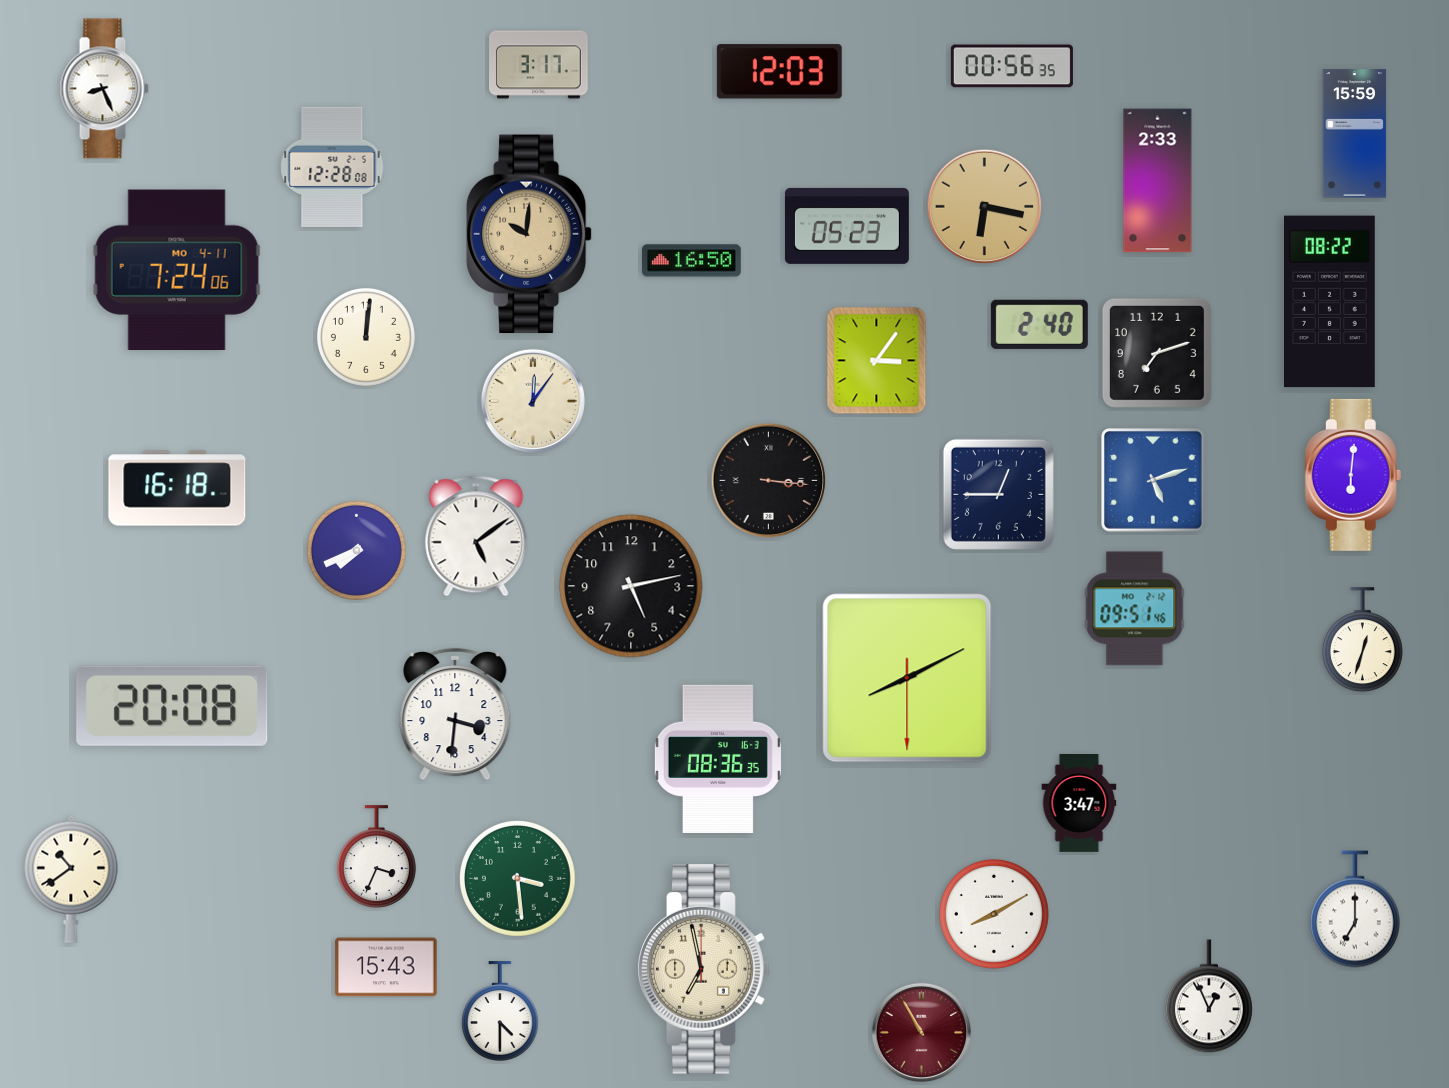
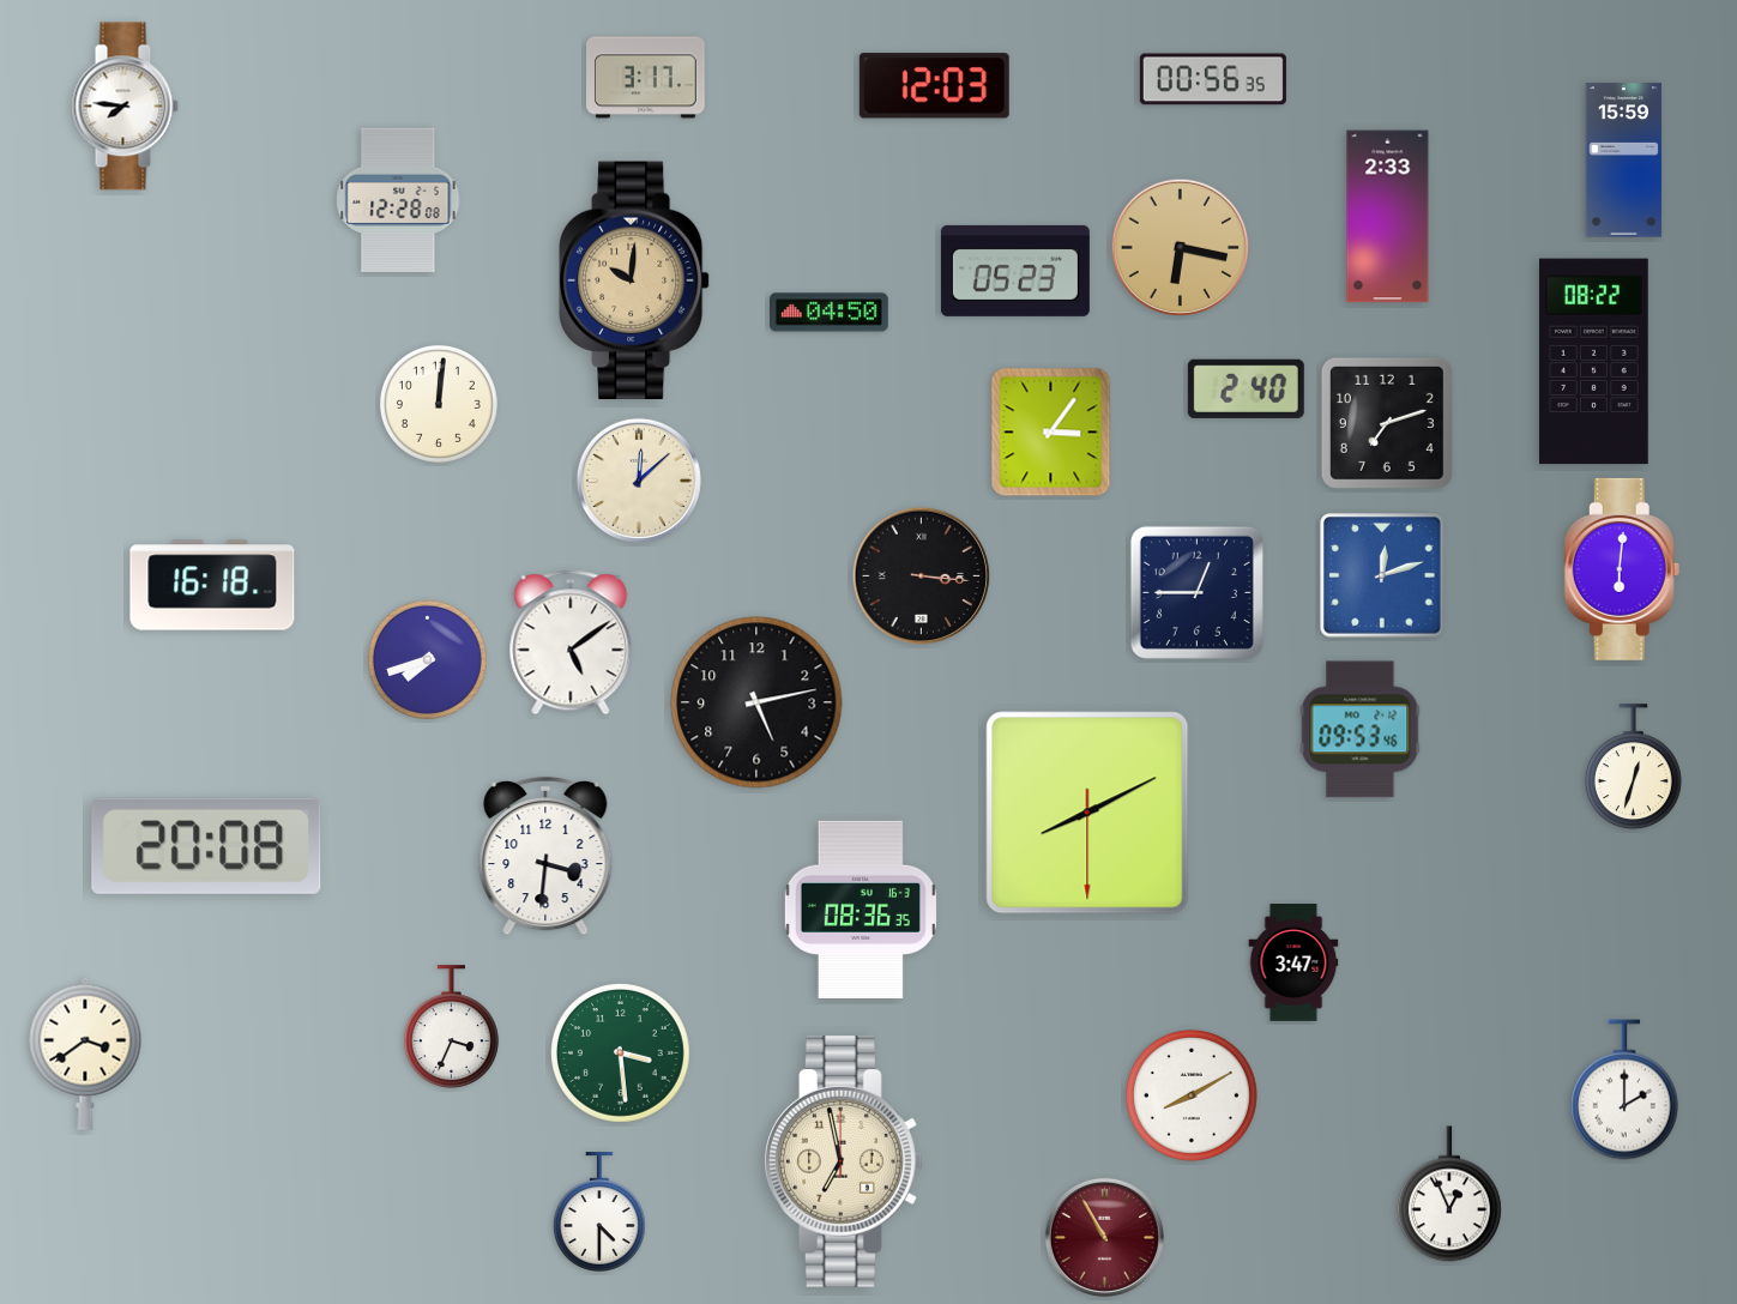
clock at (104, 89): 8:26 -> 7:46
clock at (692, 261): 16:50 -> 04:50
clock at (177, 269): 7:24 -> none
clock at (533, 401): 12:06 -> 12:08
clock at (1154, 481): 5:12 -> 12:12
clock at (356, 550): 7:41 -> 7:42
clock at (1135, 609): 09:51 -> 09:53
clock at (71, 879): 10:39 -> 3:39
clock at (1355, 909): 7:00 -> 2:00
clock at (386, 967): 15:43 -> none
